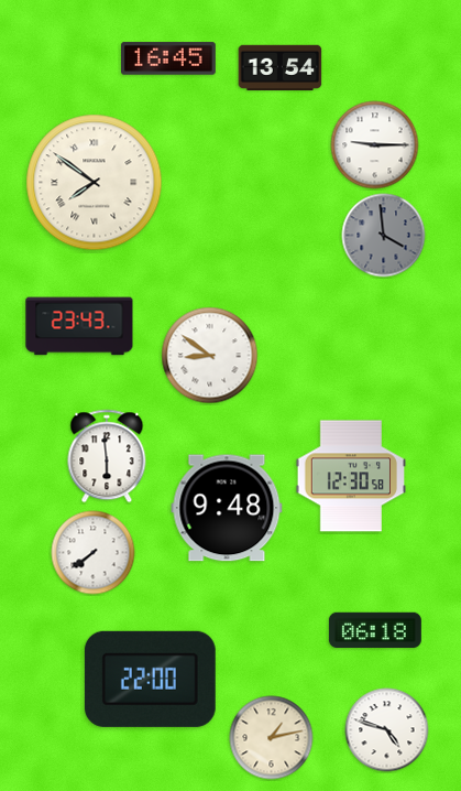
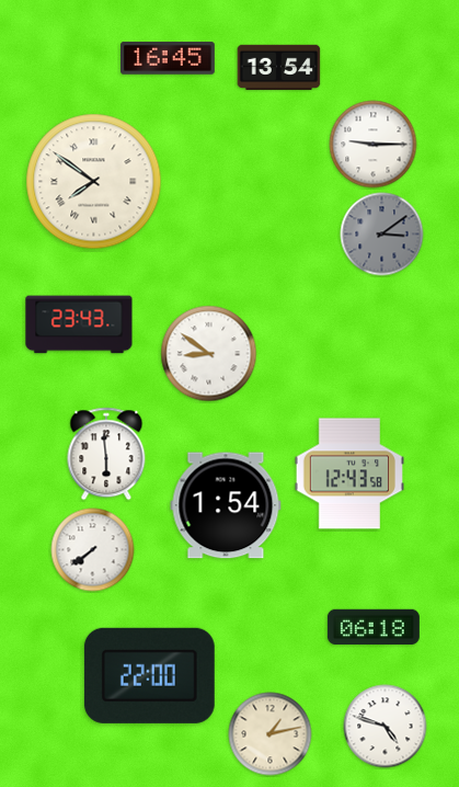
clock at (384, 236): 3:59 -> 3:09
clock at (350, 476): 12:30 -> 12:43
clock at (227, 508): 9:48 -> 1:54
